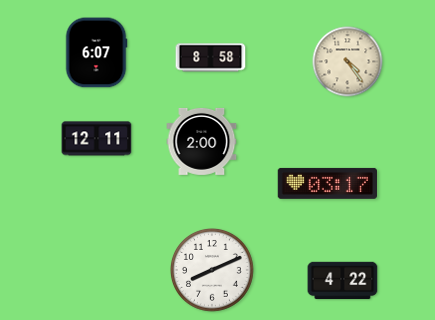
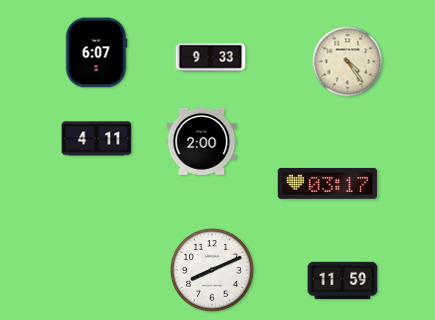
clock at (211, 58): 8:58 -> 9:33
clock at (97, 139): 12:11 -> 4:11
clock at (343, 281): 4:22 -> 11:59
